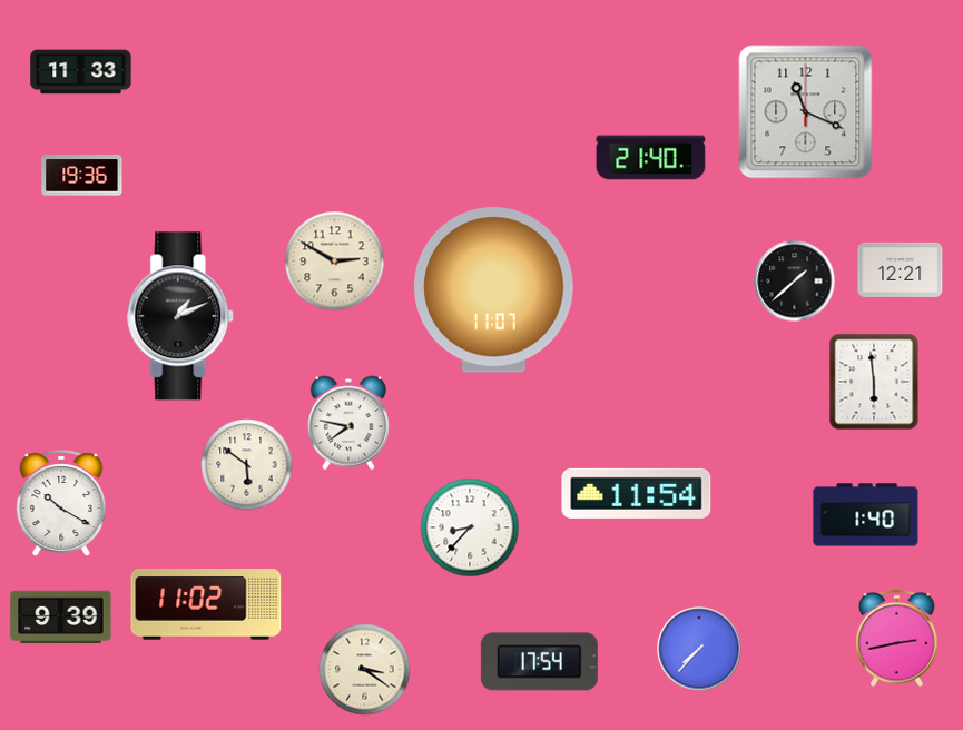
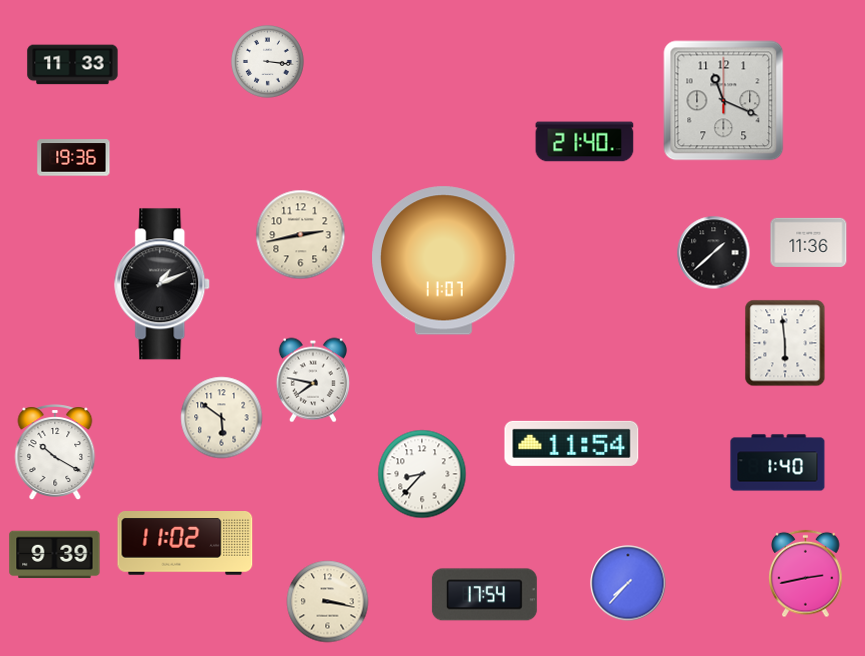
clock at (268, 62): none -> 3:16
clock at (335, 262): 2:50 -> 2:43
clock at (901, 269): 12:21 -> 11:36
clock at (365, 670): 3:21 -> 3:17
